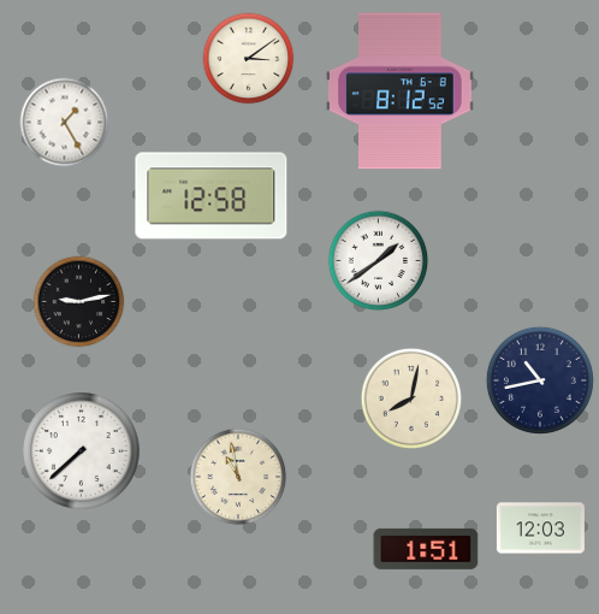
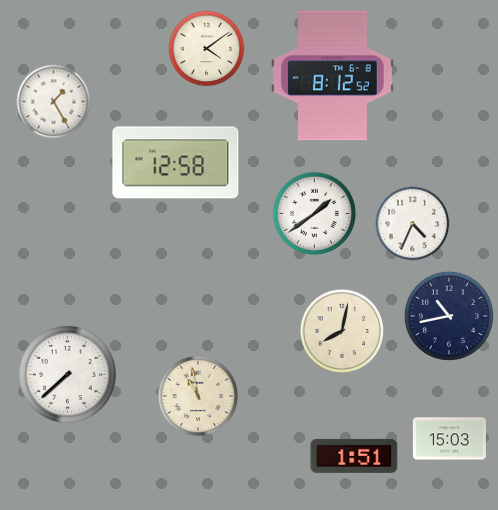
clock at (249, 59): 3:09 -> 4:09
clock at (379, 261) position: (379, 261) -> (315, 214)
clock at (413, 224): none -> 4:34
clock at (79, 302): 9:13 -> none
clock at (540, 529): 12:03 -> 15:03
